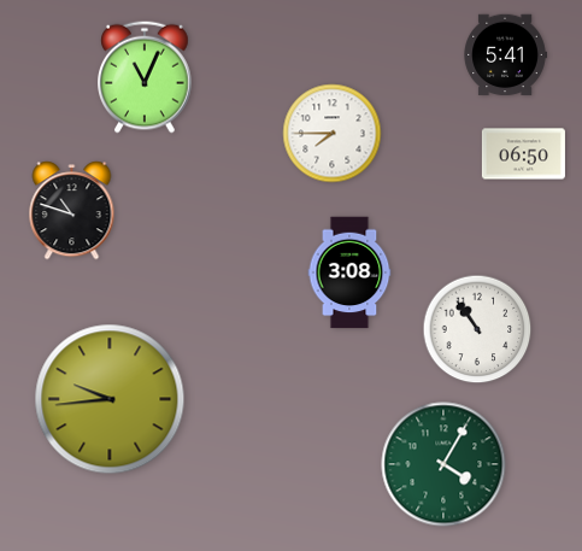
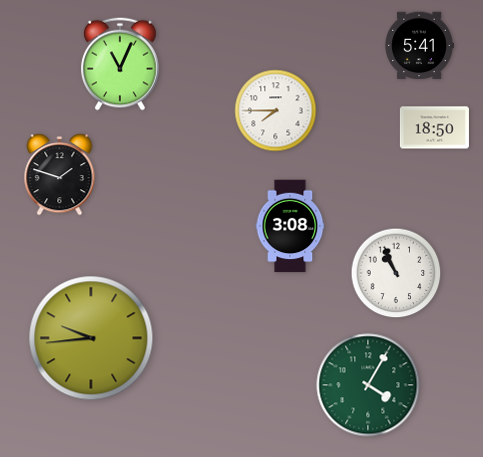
clock at (523, 154): 06:50 -> 18:50
clock at (72, 211): 10:48 -> 1:48
clock at (477, 329): 10:54 -> 10:56
clock at (110, 399) position: (110, 399) -> (91, 338)
